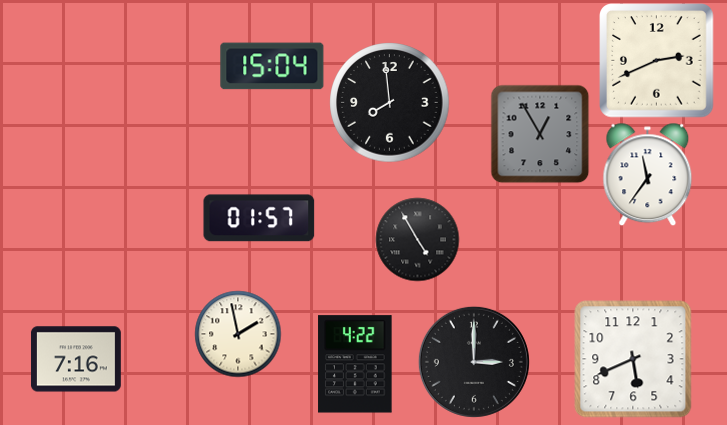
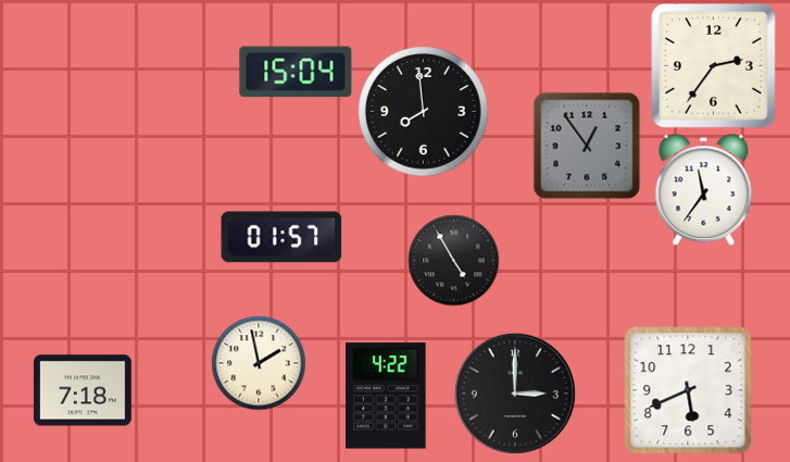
clock at (657, 61): 2:41 -> 2:36
clock at (540, 134): 12:55 -> 12:54
clock at (76, 359): 7:16 -> 7:18
